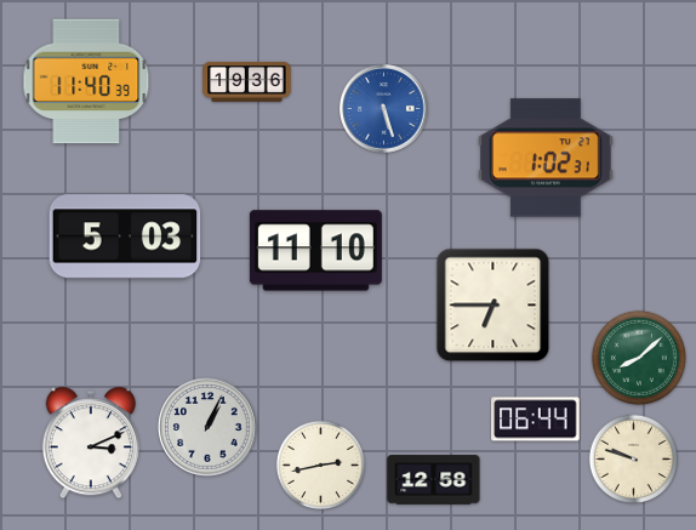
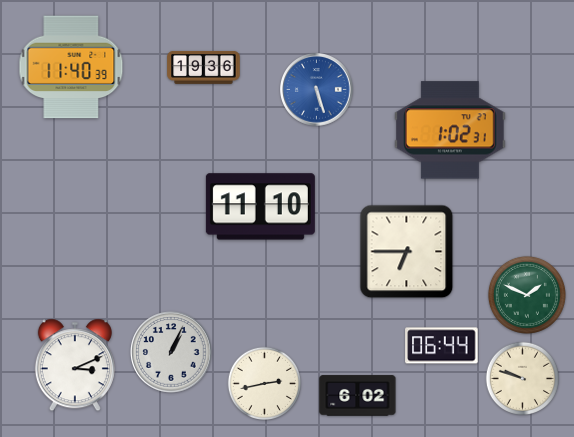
clock at (125, 236): 5:03 -> none
clock at (639, 358): 8:08 -> 1:49
clock at (434, 480): 12:58 -> 6:02
